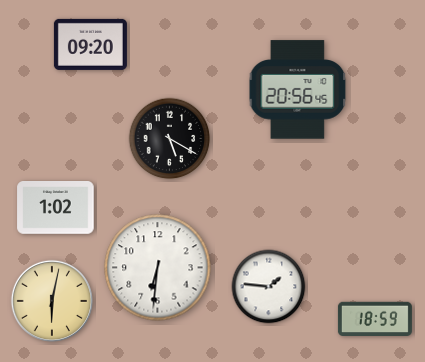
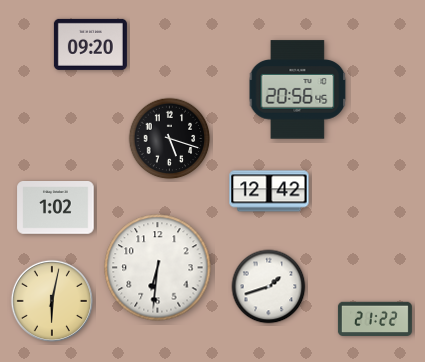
clock at (170, 139): 5:20 -> 5:18
clock at (269, 191): none -> 12:42
clock at (269, 287): 1:46 -> 1:42
clock at (375, 319): 18:59 -> 21:22
